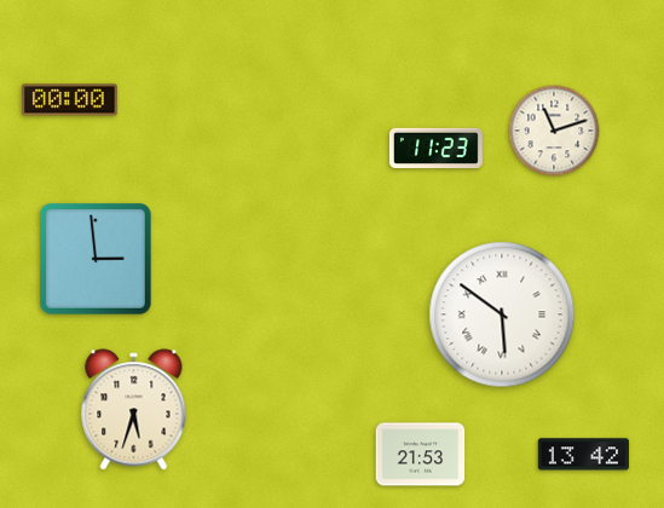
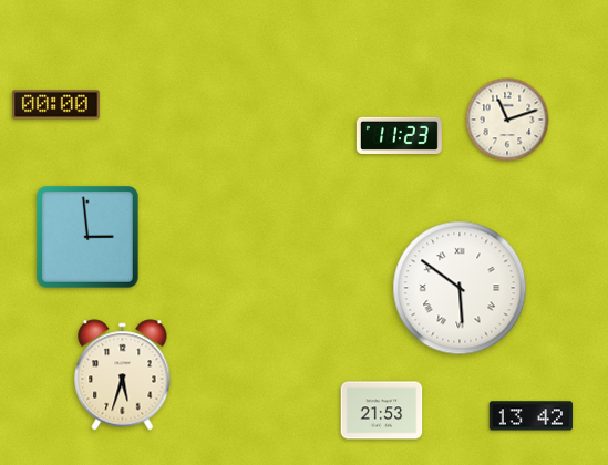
clock at (70, 100) position: (70, 100) -> (56, 105)
clock at (421, 455) position: (421, 455) -> (382, 411)
clock at (583, 455) position: (583, 455) -> (530, 416)
